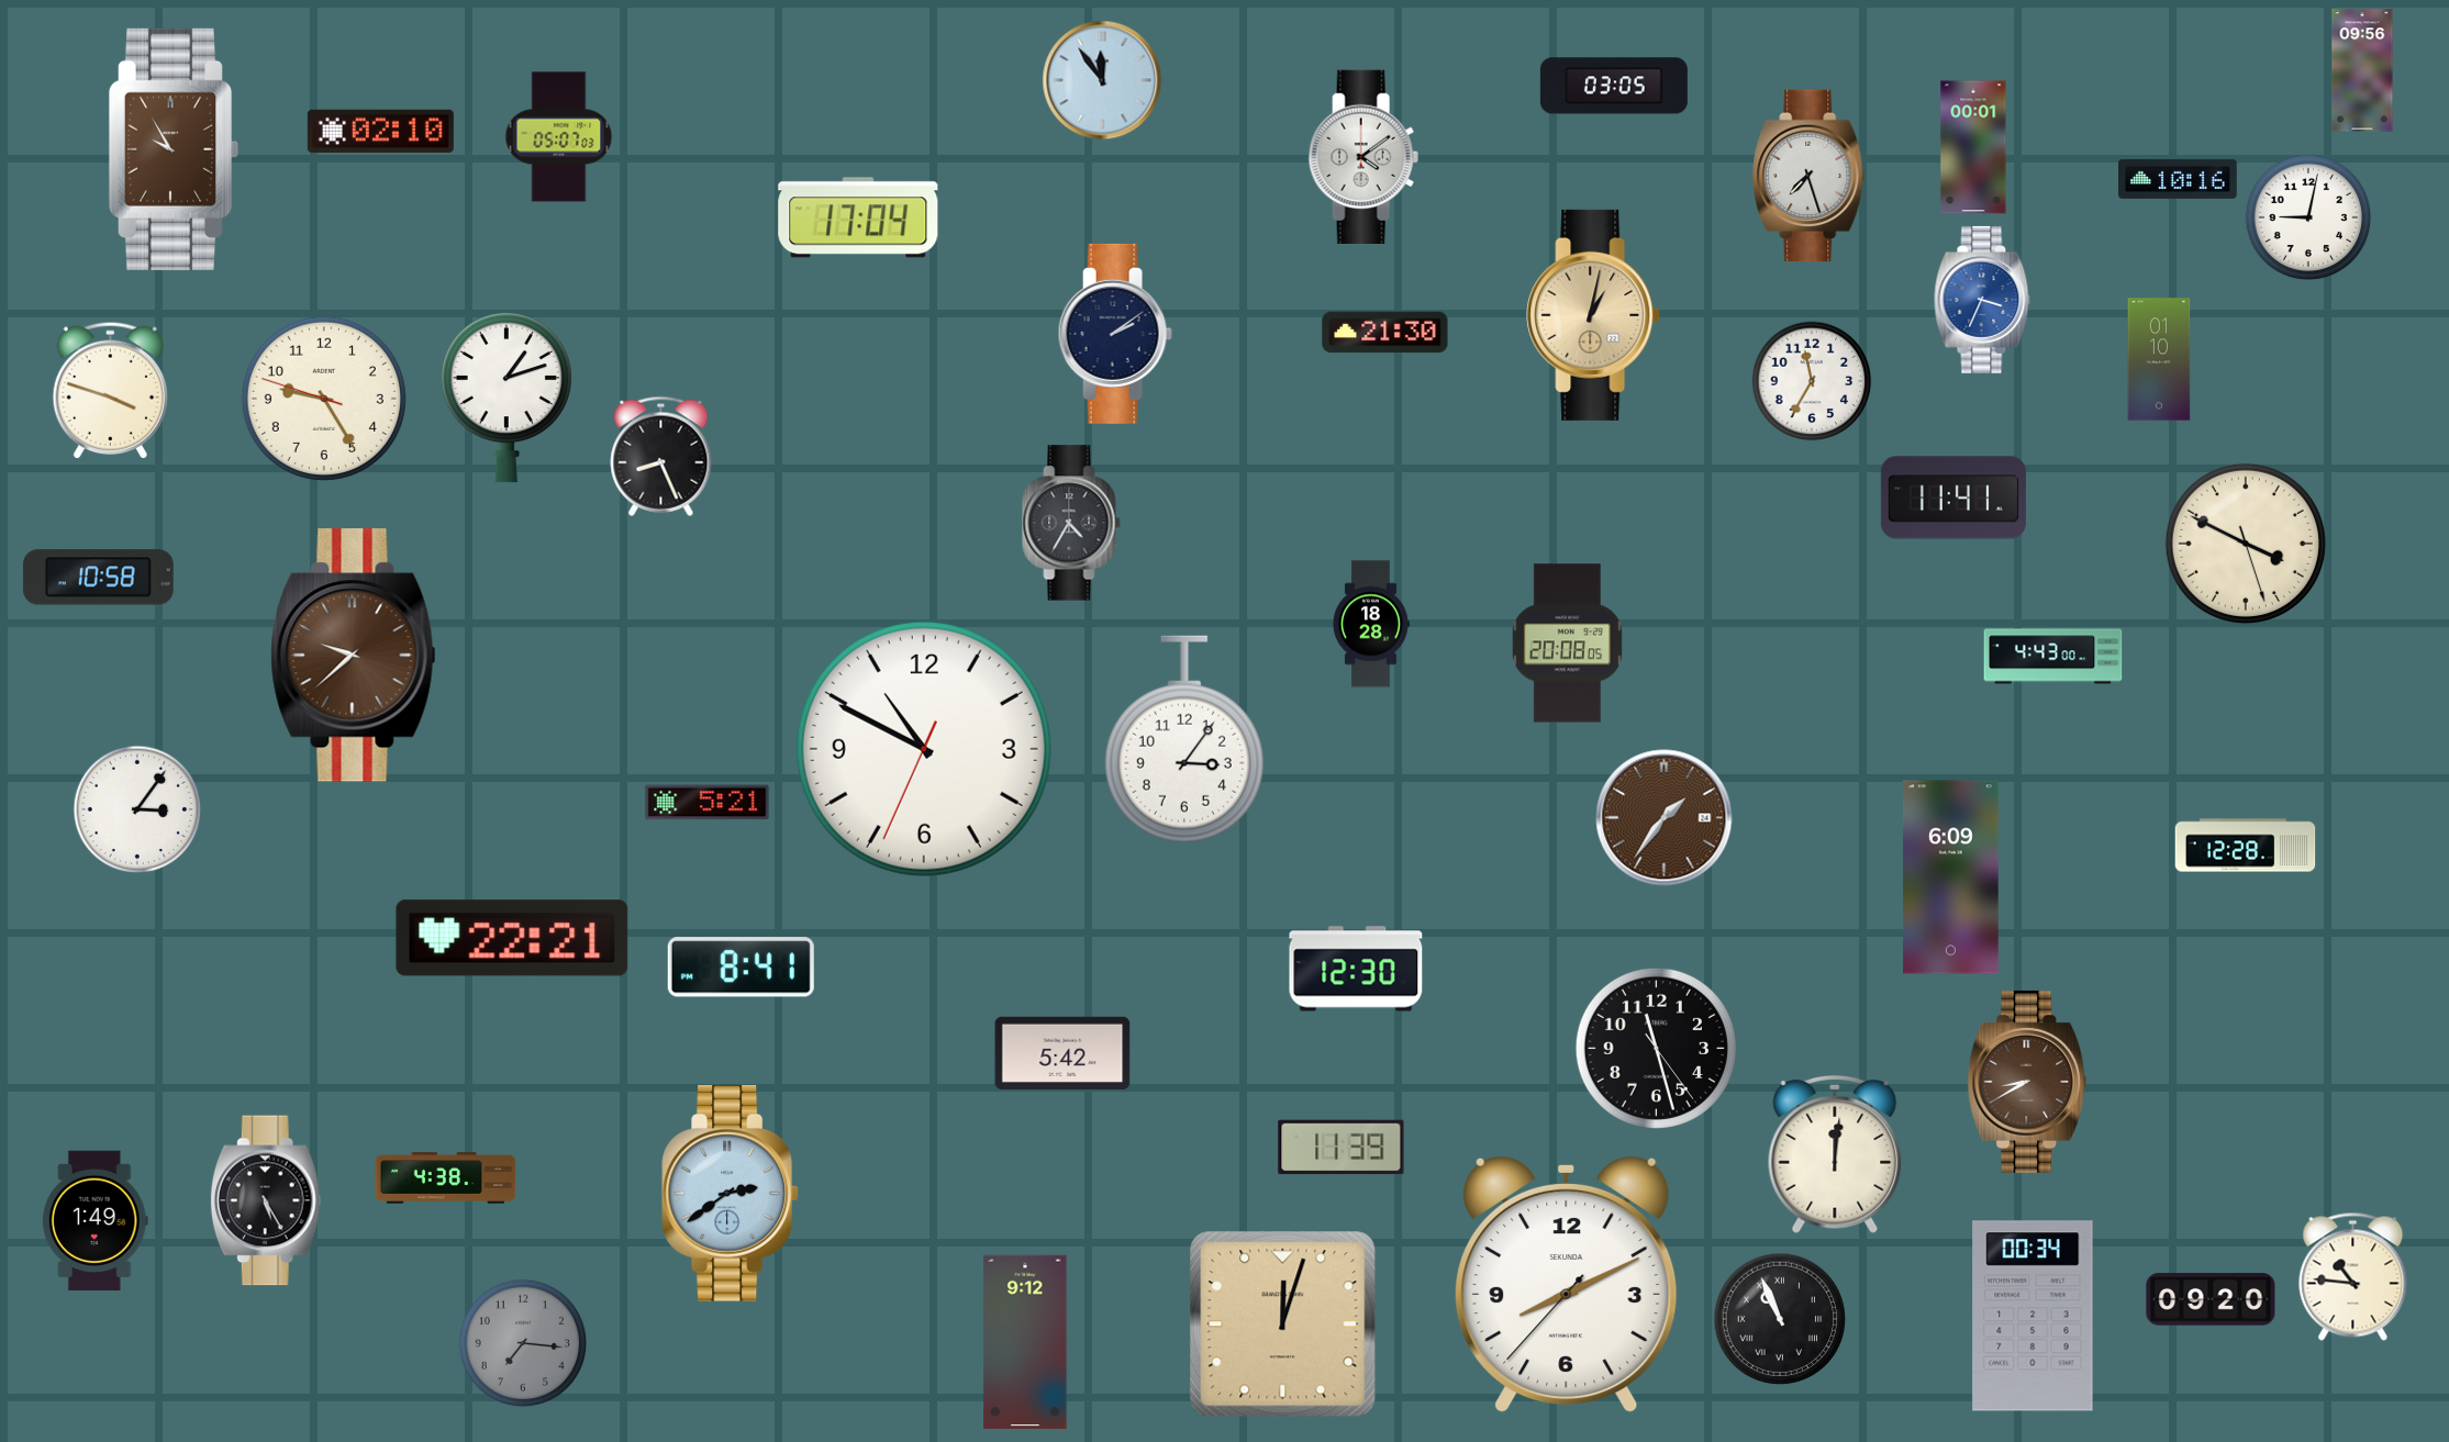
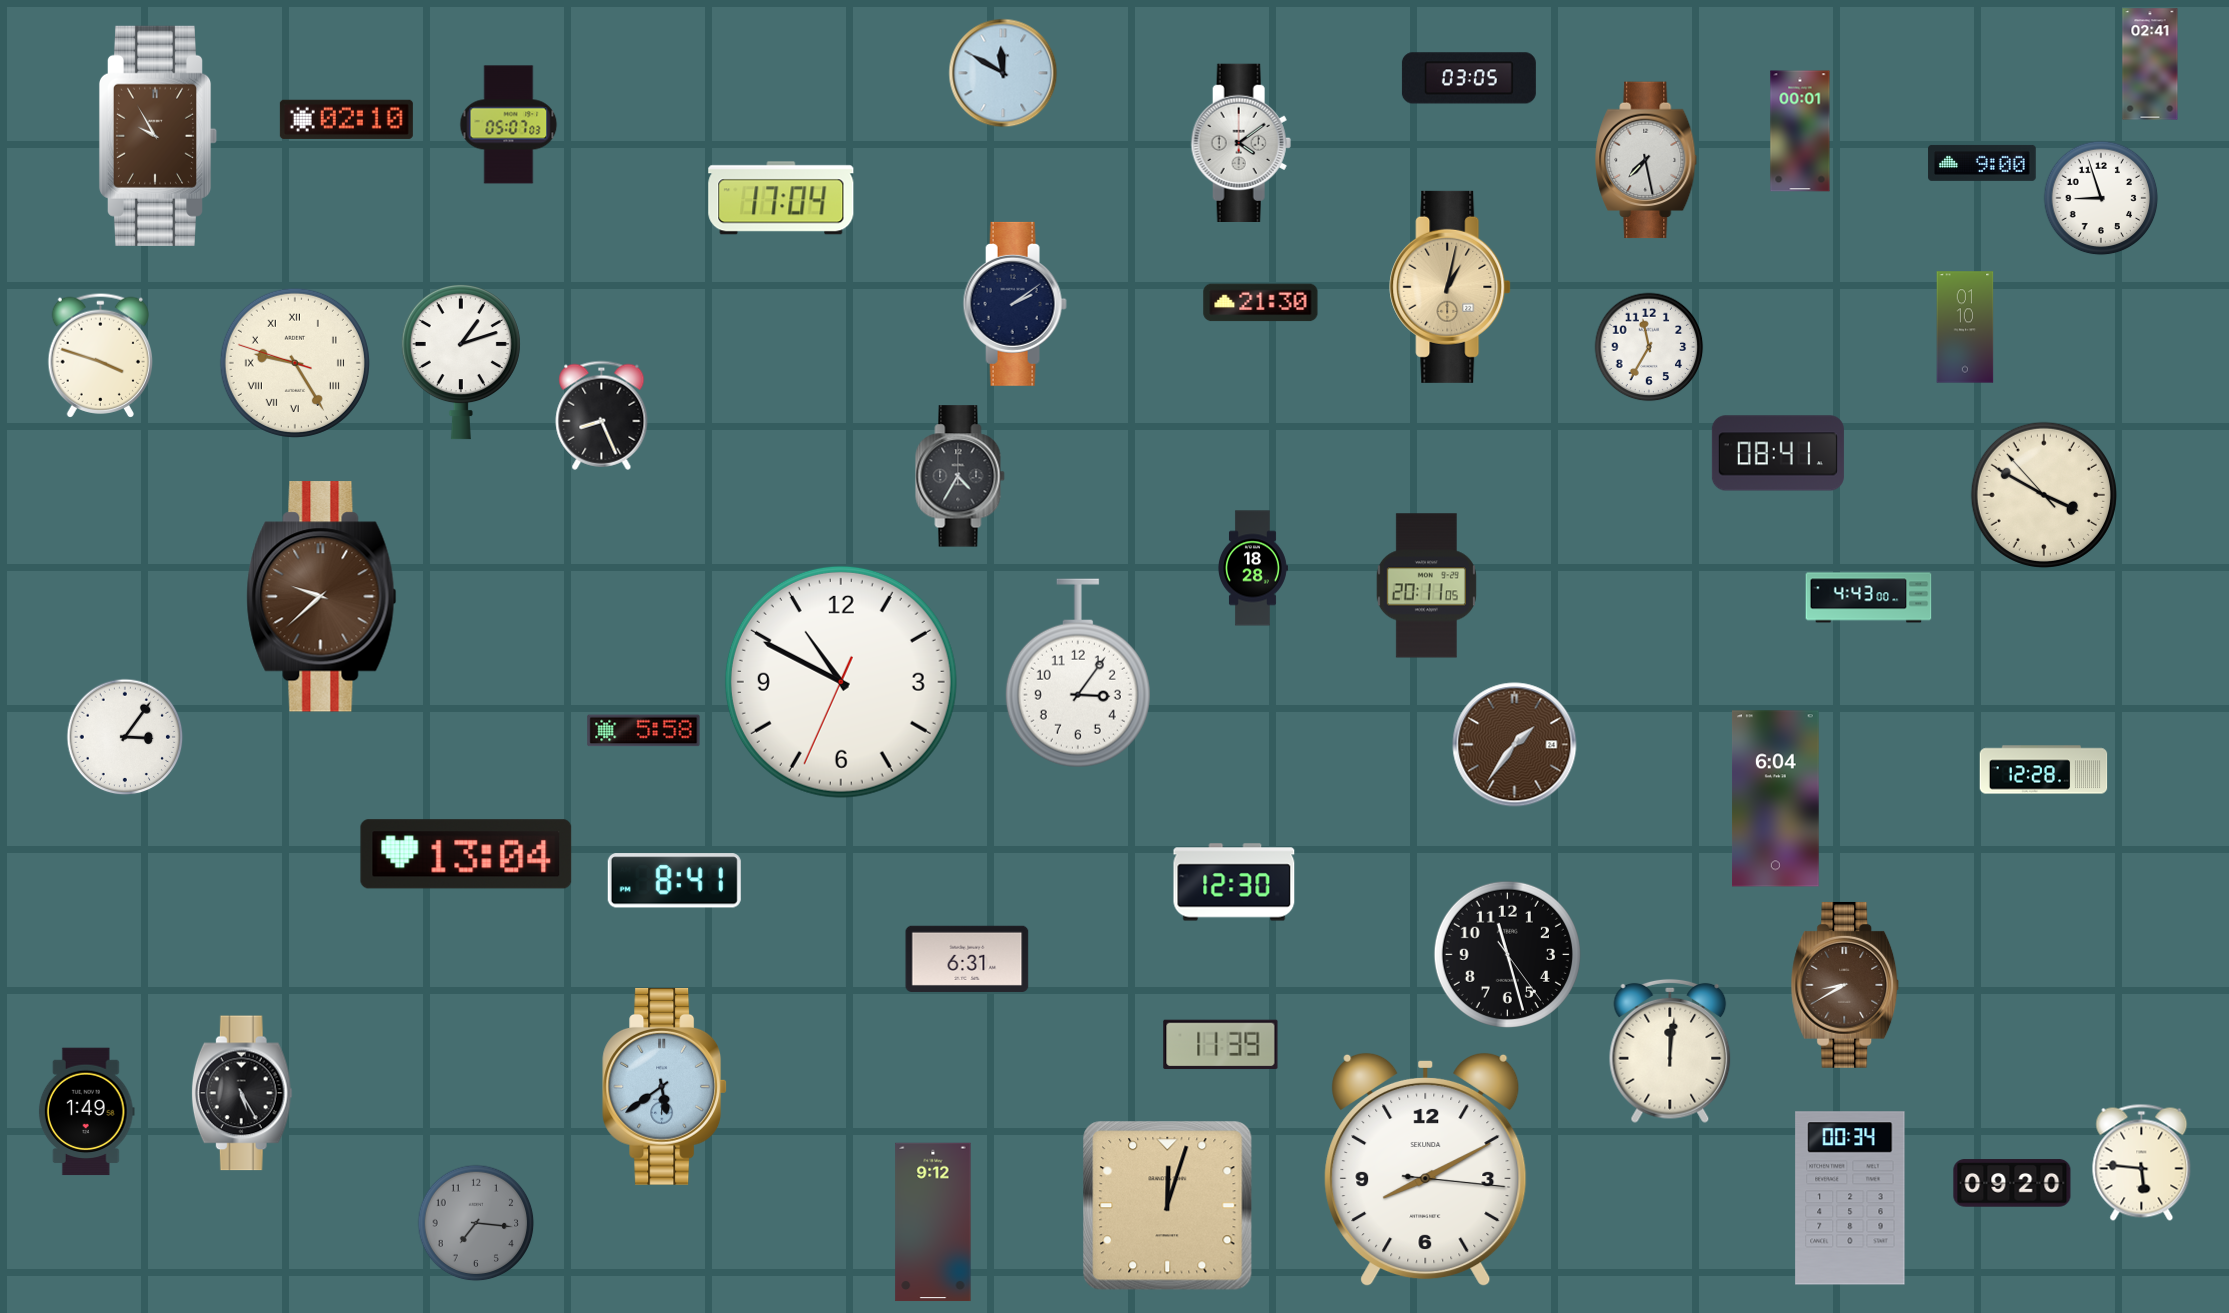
clock at (2362, 70): 09:56 -> 02:41
clock at (1102, 80): 11:54 -> 11:50
clock at (1973, 147) position: (1973, 147) -> (1800, 131)
clock at (1810, 176): 7:27 -> 7:28
clock at (2178, 179): 10:16 -> 9:00
clock at (2308, 217): 9:02 -> 8:57
clock at (1982, 300): 3:34 -> none
clock at (324, 399) numerals: Arabic -> Roman
clock at (1953, 498): 11:41 -> 08:41
clock at (1071, 523) position: (1071, 523) -> (960, 476)
clock at (2246, 544): 3:49:27 -> 3:49:53
clock at (98, 578): 10:58 -> none
clock at (1370, 624) position: (1370, 624) -> (1252, 568)
clock at (1567, 644): 20:08 -> 20:11
clock at (708, 803): 5:21 -> 5:58
clock at (1951, 878): 6:09 -> 6:04
clock at (512, 938): 22:21 -> 13:04
clock at (1062, 1053): 5:42 -> 6:31
clock at (446, 1178): 4:38 -> none
clock at (731, 1193): 2:39 -> 5:39
clock at (2353, 1276): 10:46 -> 5:46
clock at (1567, 1285): 8:10:37 -> 8:10:16
clock at (1780, 1319): 10:56 -> none
